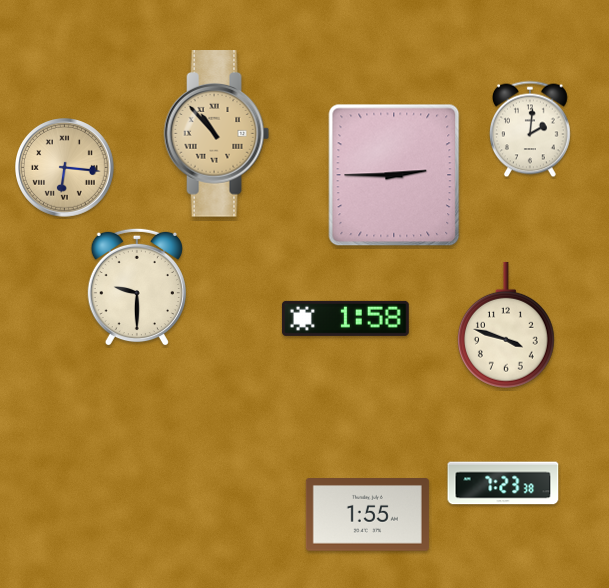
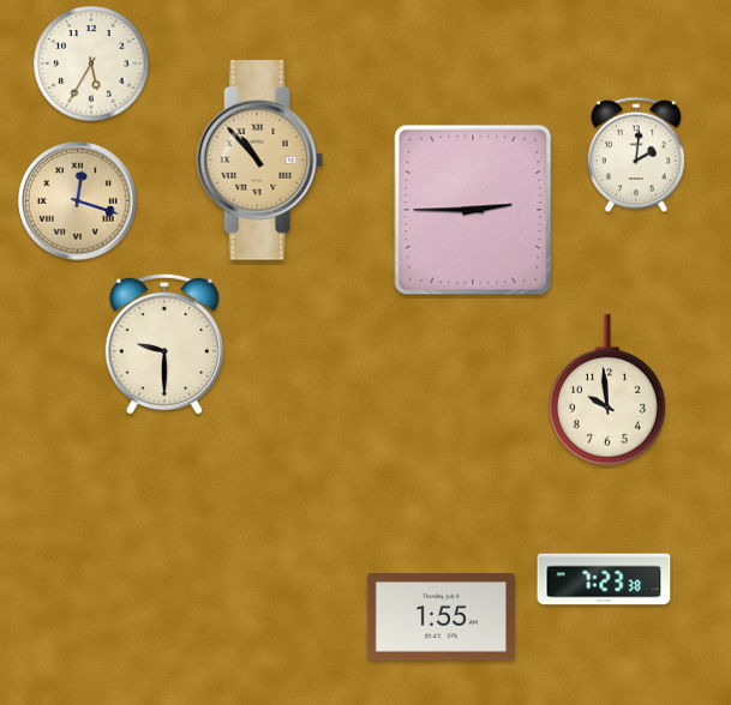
clock at (91, 64): none -> 5:35
clock at (65, 168): 6:16 -> 12:18
clock at (345, 318): 1:58 -> none
clock at (506, 325): 3:48 -> 9:59
